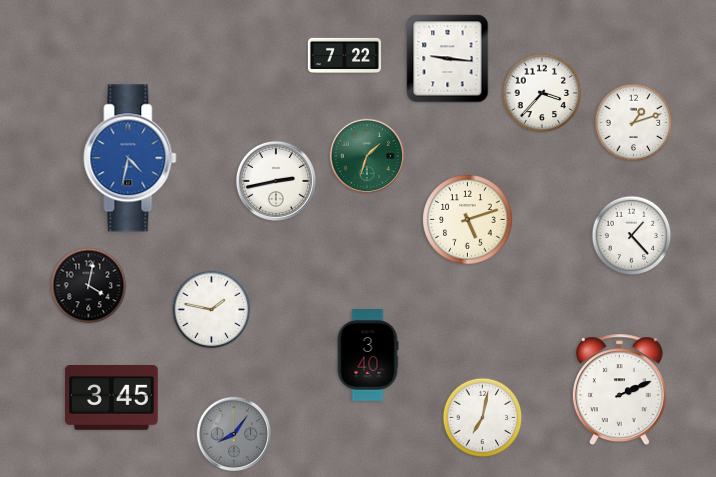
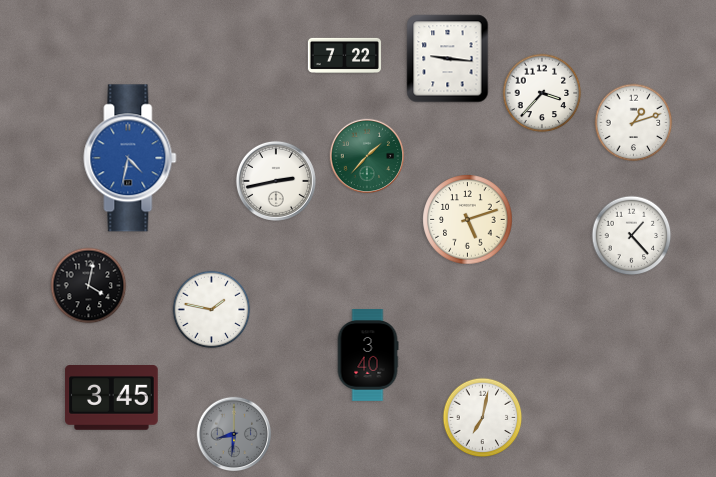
clock at (367, 156): 1:33 -> 1:37
clock at (619, 389): 2:11 -> none
clock at (234, 434): 8:06 -> 8:31
